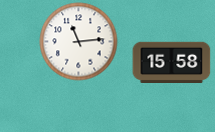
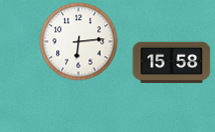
clock at (78, 41): 11:14 -> 6:14
